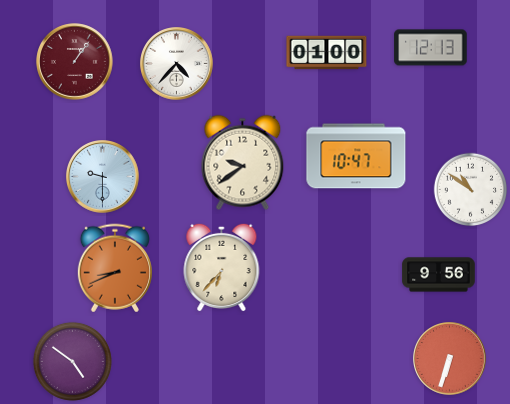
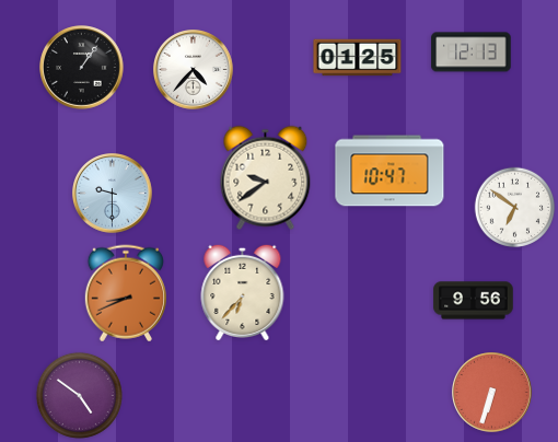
clock at (327, 53): 01:00 -> 01:25
clock at (75, 62) dial: burgundy -> black
clock at (471, 190): 10:51 -> 6:51
clock at (439, 275) position: (439, 275) -> (474, 301)
